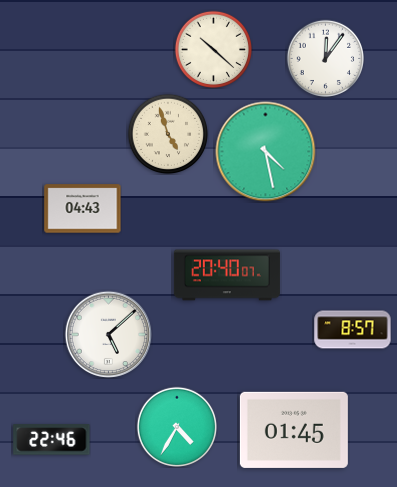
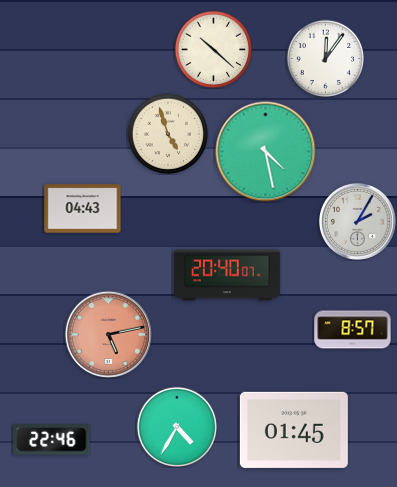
clock at (357, 221): none -> 2:05
clock at (108, 334): 5:08 -> 5:13
clock at (108, 334) dial: white -> salmon
